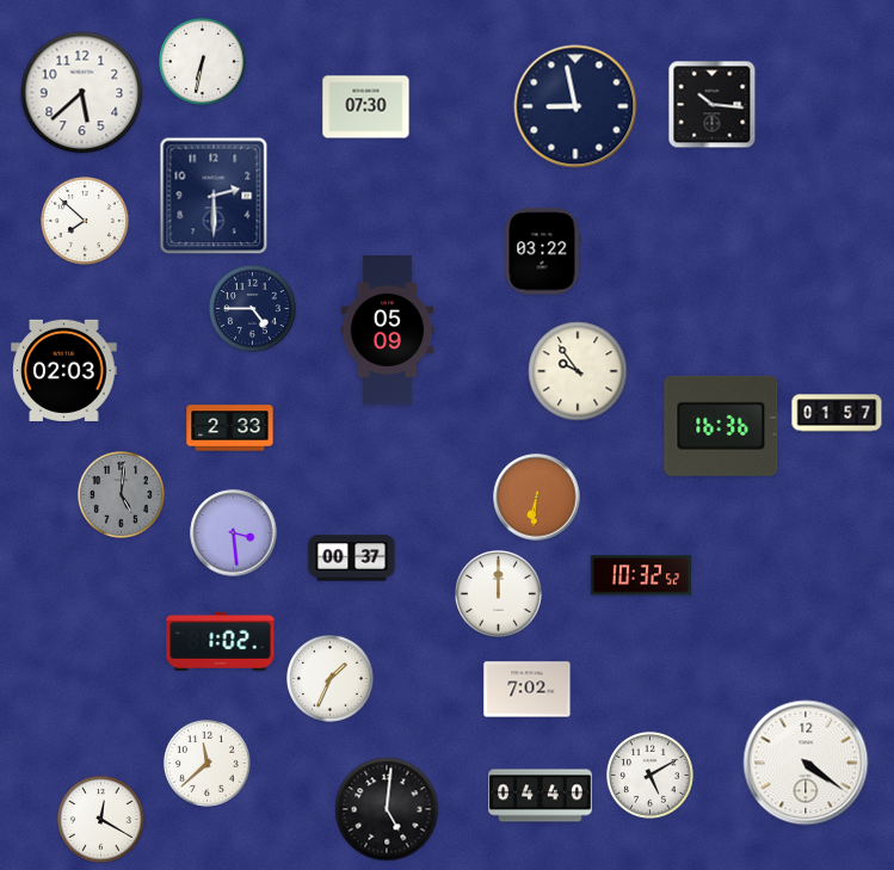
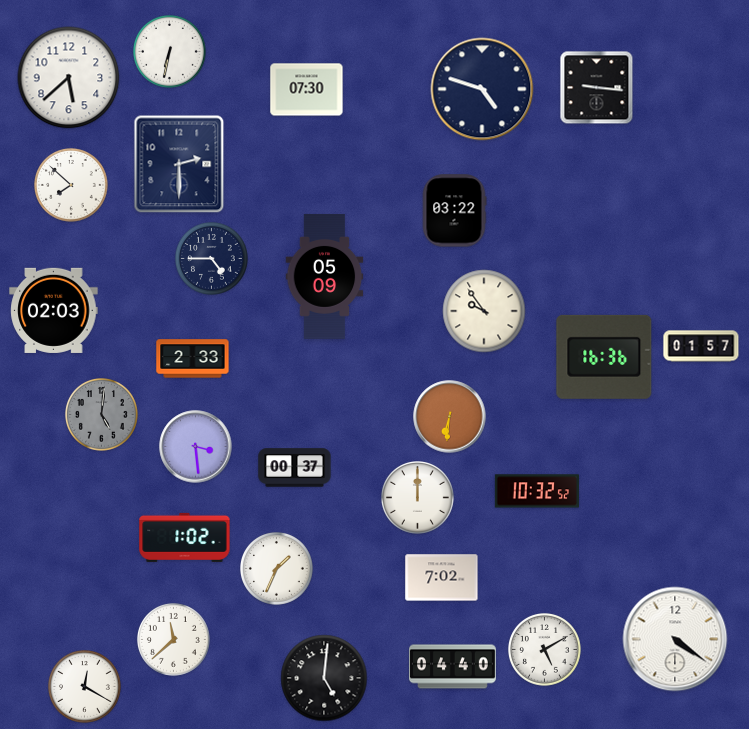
clock at (713, 105): 10:16 -> 9:16
clock at (575, 106): 8:58 -> 4:48
clock at (641, 575) position: (641, 575) -> (537, 491)
